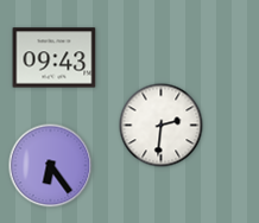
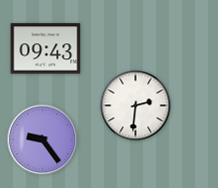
clock at (51, 166): 6:24 -> 9:24
